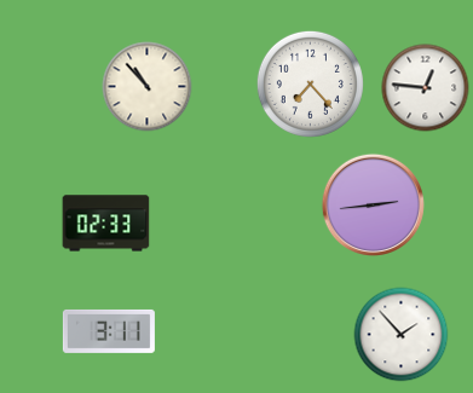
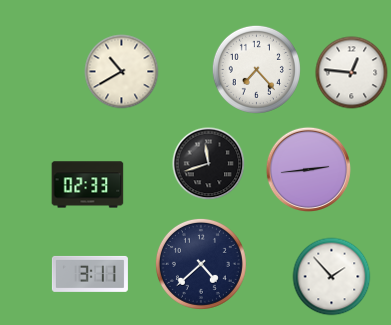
clock at (148, 87): 10:53 -> 10:40
clock at (209, 164): none -> 11:42
clock at (201, 264): none -> 4:38
